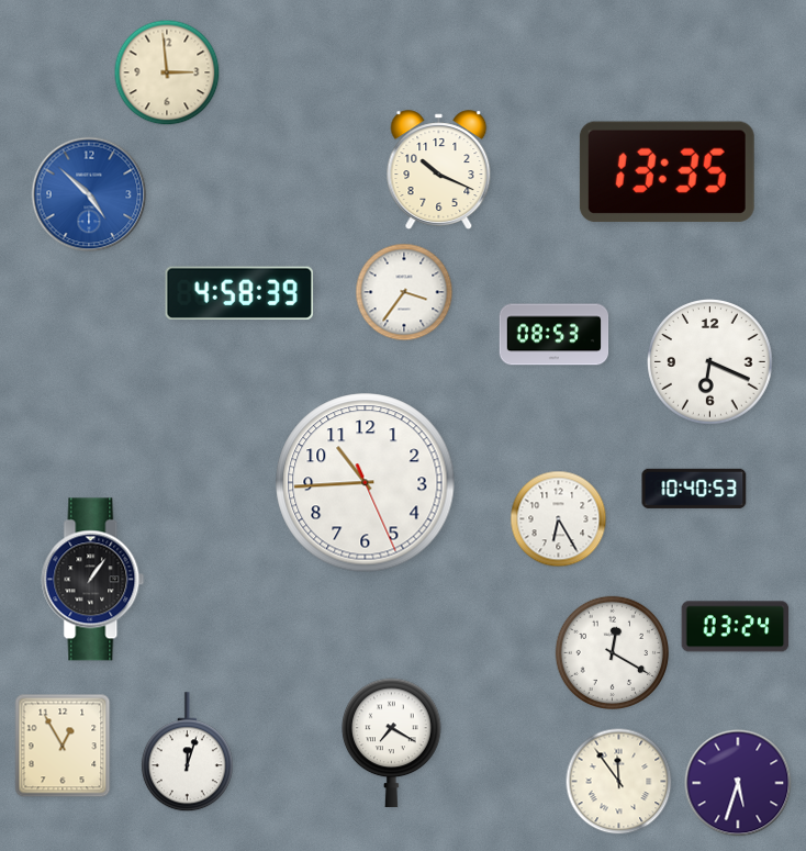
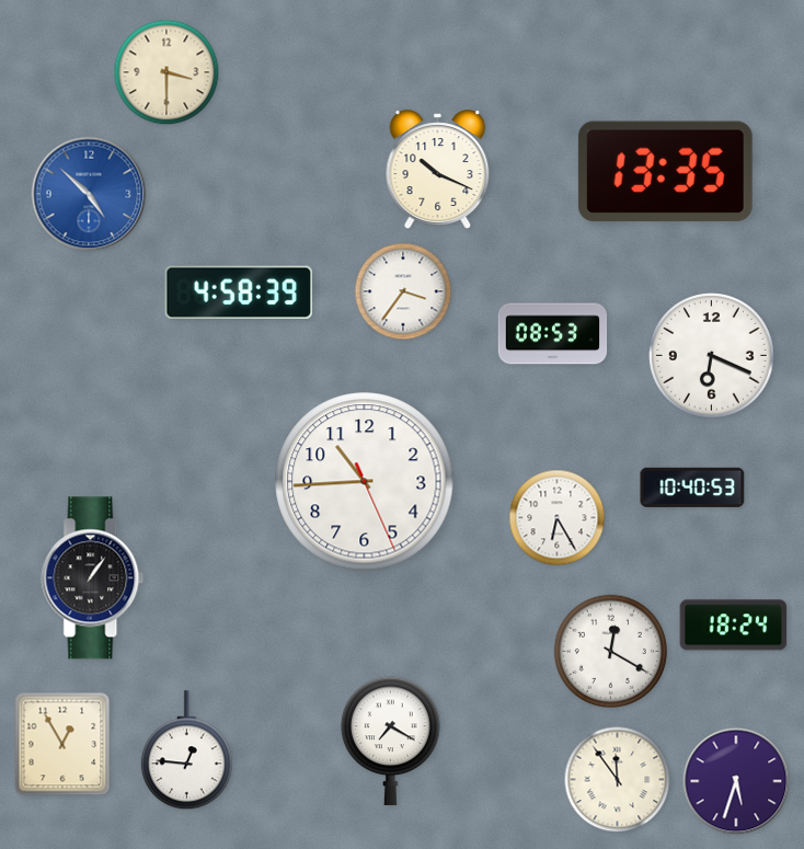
clock at (167, 72): 2:59 -> 3:30
clock at (710, 362) position: (710, 362) -> (712, 356)
clock at (736, 627): 03:24 -> 18:24
clock at (187, 752): 12:03 -> 12:46
